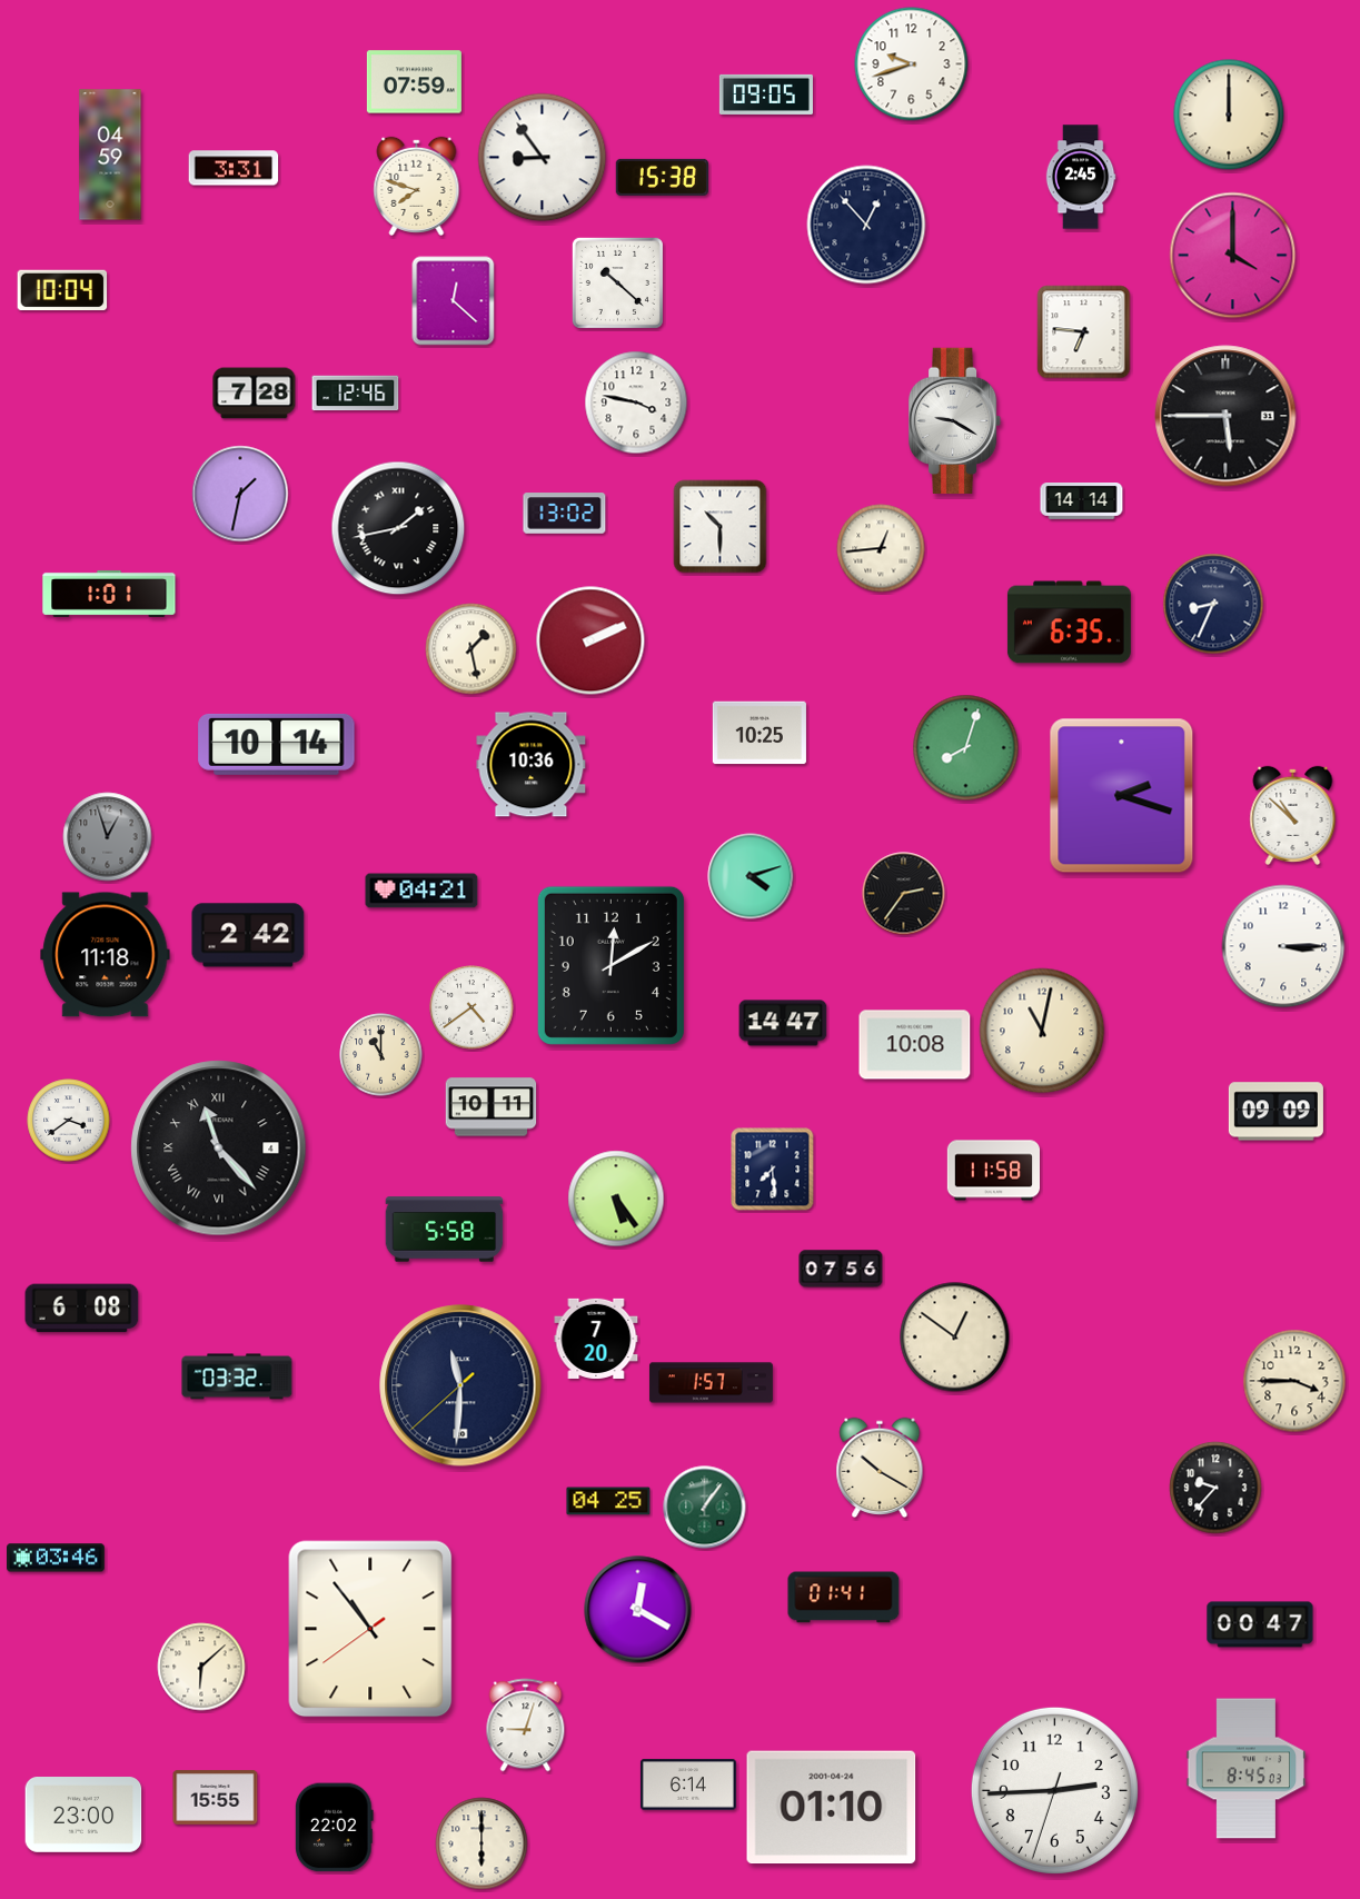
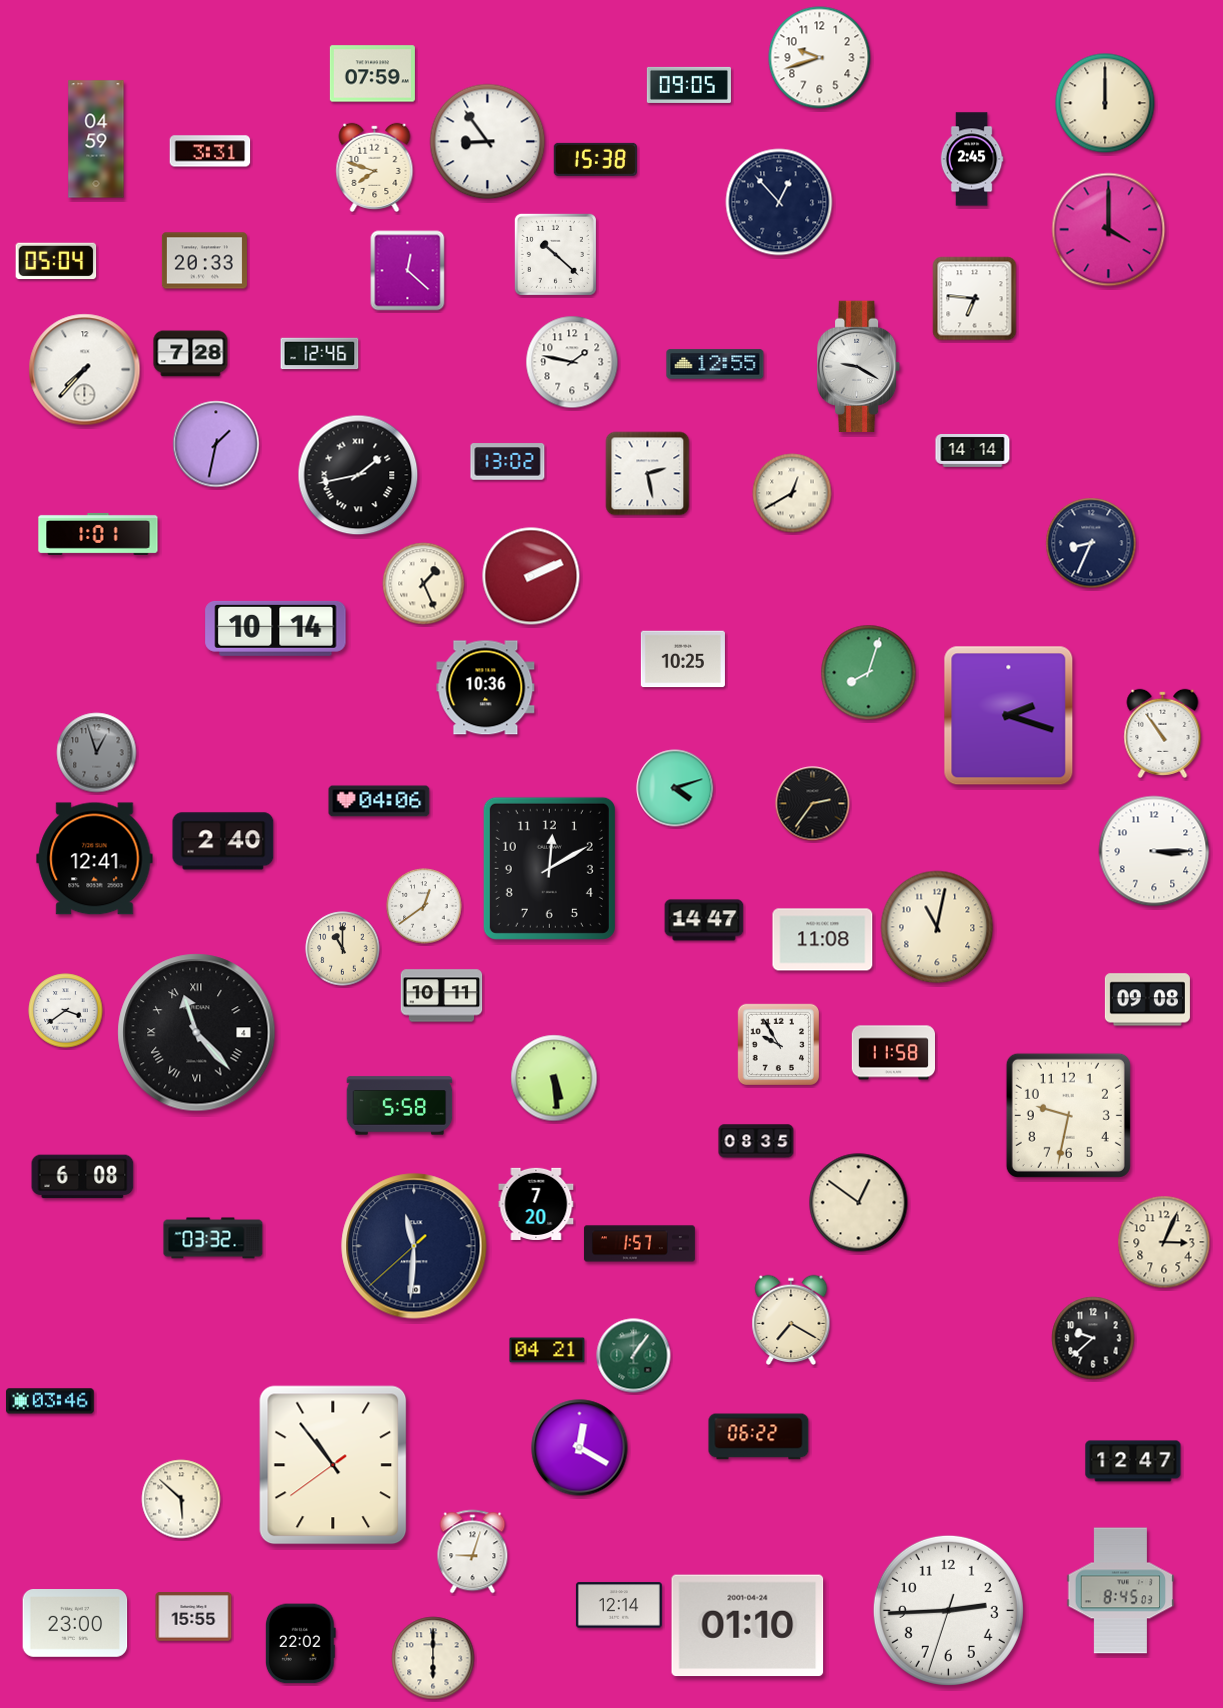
clock at (110, 155) position: (110, 155) -> (96, 139)
clock at (62, 290): 10:04 -> 05:04
clock at (204, 261): none -> 20:33
clock at (255, 394) position: (255, 394) -> (191, 354)
clock at (636, 402): 3:47 -> 1:47
clock at (715, 364): none -> 12:55
clock at (85, 370): none -> 7:37
clock at (1225, 416): 5:45 -> none
clock at (956, 420) position: (956, 420) -> (860, 366)
clock at (721, 527): 10:30 -> 2:28
clock at (881, 548): 12:44 -> 12:40
clock at (1069, 623): 6:35 -> none
clock at (471, 649): 1:28 -> 1:26
clock at (277, 744) position: (277, 744) -> (276, 628)
clock at (532, 765) position: (532, 765) -> (486, 688)
clock at (1293, 815): 10:52 -> 10:54
clock at (421, 891): 04:21 -> 04:06
clock at (248, 935): 2:42 -> 2:40
clock at (106, 955): 11:18 -> 12:41
clock at (471, 1007): 4:39 -> 12:39
clock at (915, 1045): 10:08 -> 11:08
clock at (1275, 1112): 09:09 -> 09:08
clock at (69, 1121) position: (69, 1121) -> (66, 1011)
clock at (779, 1045): none -> 9:55
clock at (773, 1170): 7:29 -> none
clock at (616, 1199): 5:24 -> 5:29
clock at (1068, 1115): none -> 9:32
clock at (841, 1269): 07:56 -> 08:35
clock at (82, 1309) position: (82, 1309) -> (83, 1177)
clock at (1294, 1381): 3:45 -> 3:04
clock at (880, 1466): 10:20 -> 7:20
clock at (1215, 1488): 9:37 -> 9:38
clock at (608, 1501): 04:25 -> 04:21
clock at (844, 1598): 01:41 -> 06:22
clock at (638, 1610) position: (638, 1610) -> (580, 1448)
clock at (1260, 1624): 00:47 -> 12:47
clock at (201, 1667): 6:08 -> 5:52
clock at (688, 1784): 6:14 -> 12:14
clock at (83, 1816) position: (83, 1816) -> (75, 1624)
